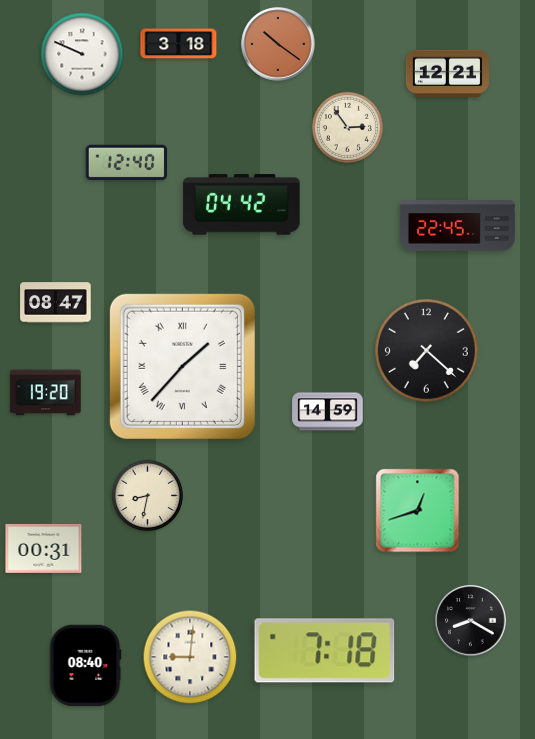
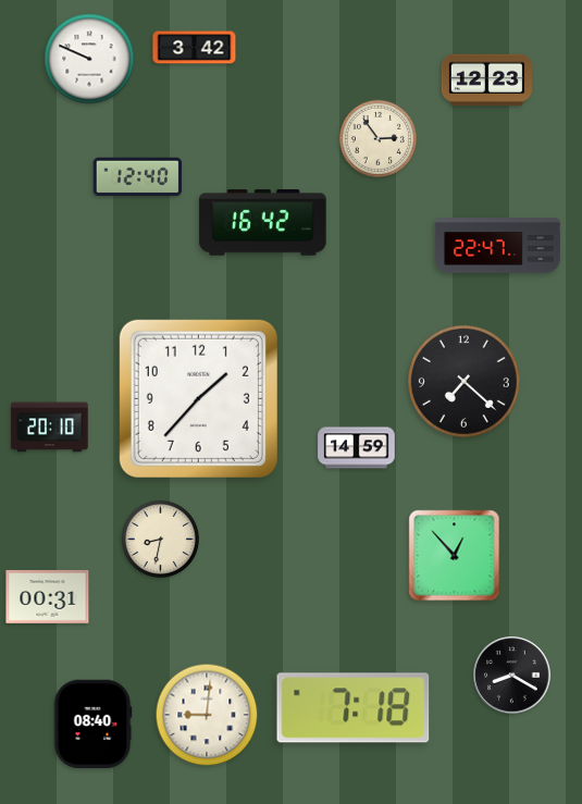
clock at (179, 44): 3:18 -> 3:42
clock at (278, 44): 10:21 -> none
clock at (447, 74): 12:21 -> 12:23
clock at (242, 205): 04:42 -> 16:42
clock at (458, 226): 22:45 -> 22:47
clock at (56, 303): 08:47 -> none
clock at (182, 366) numerals: Roman -> Arabic
clock at (46, 393): 19:20 -> 20:10
clock at (418, 511): 12:42 -> 12:53
